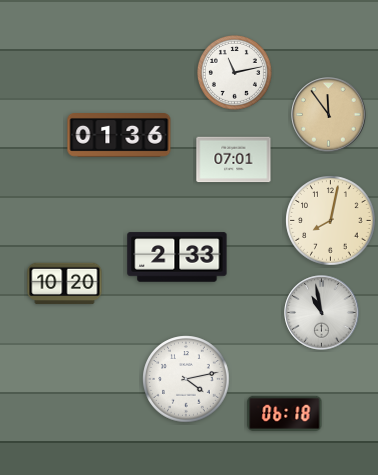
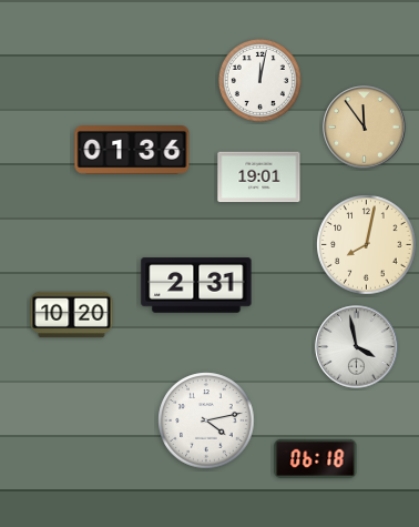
clock at (234, 72): 11:13 -> 12:02
clock at (234, 160): 07:01 -> 19:01
clock at (177, 257): 2:33 -> 2:31
clock at (322, 313): 10:58 -> 3:58
